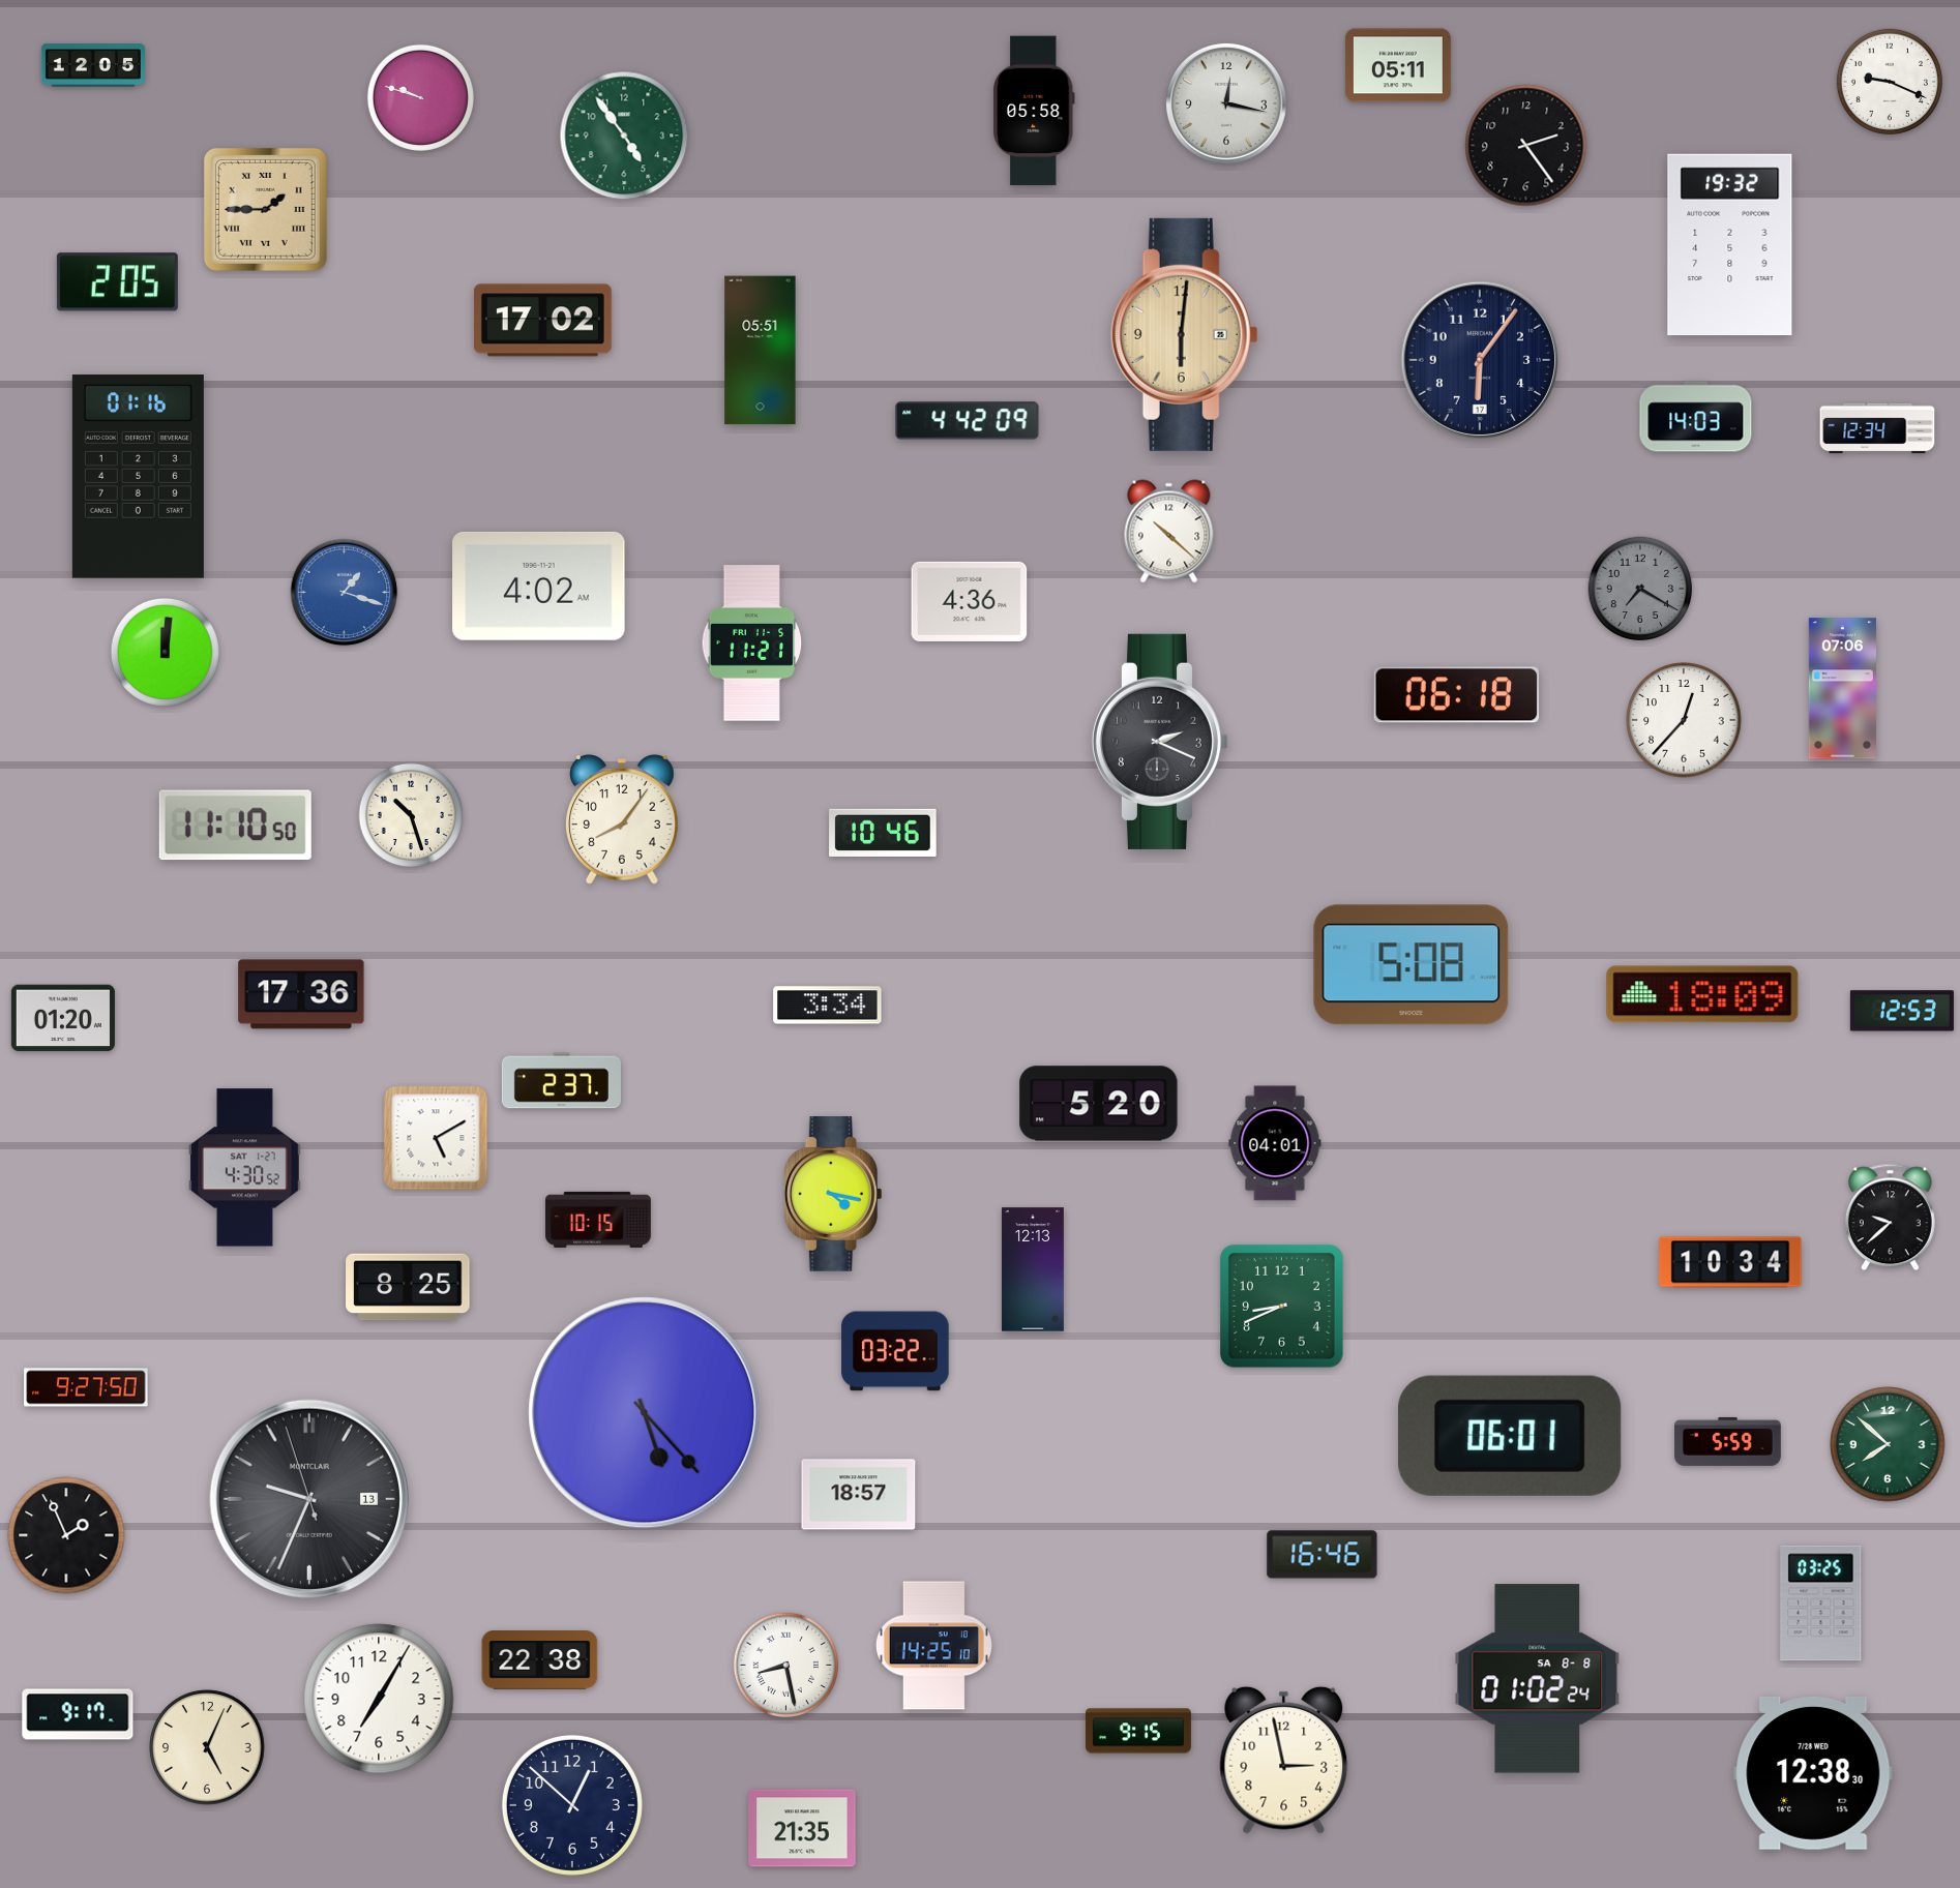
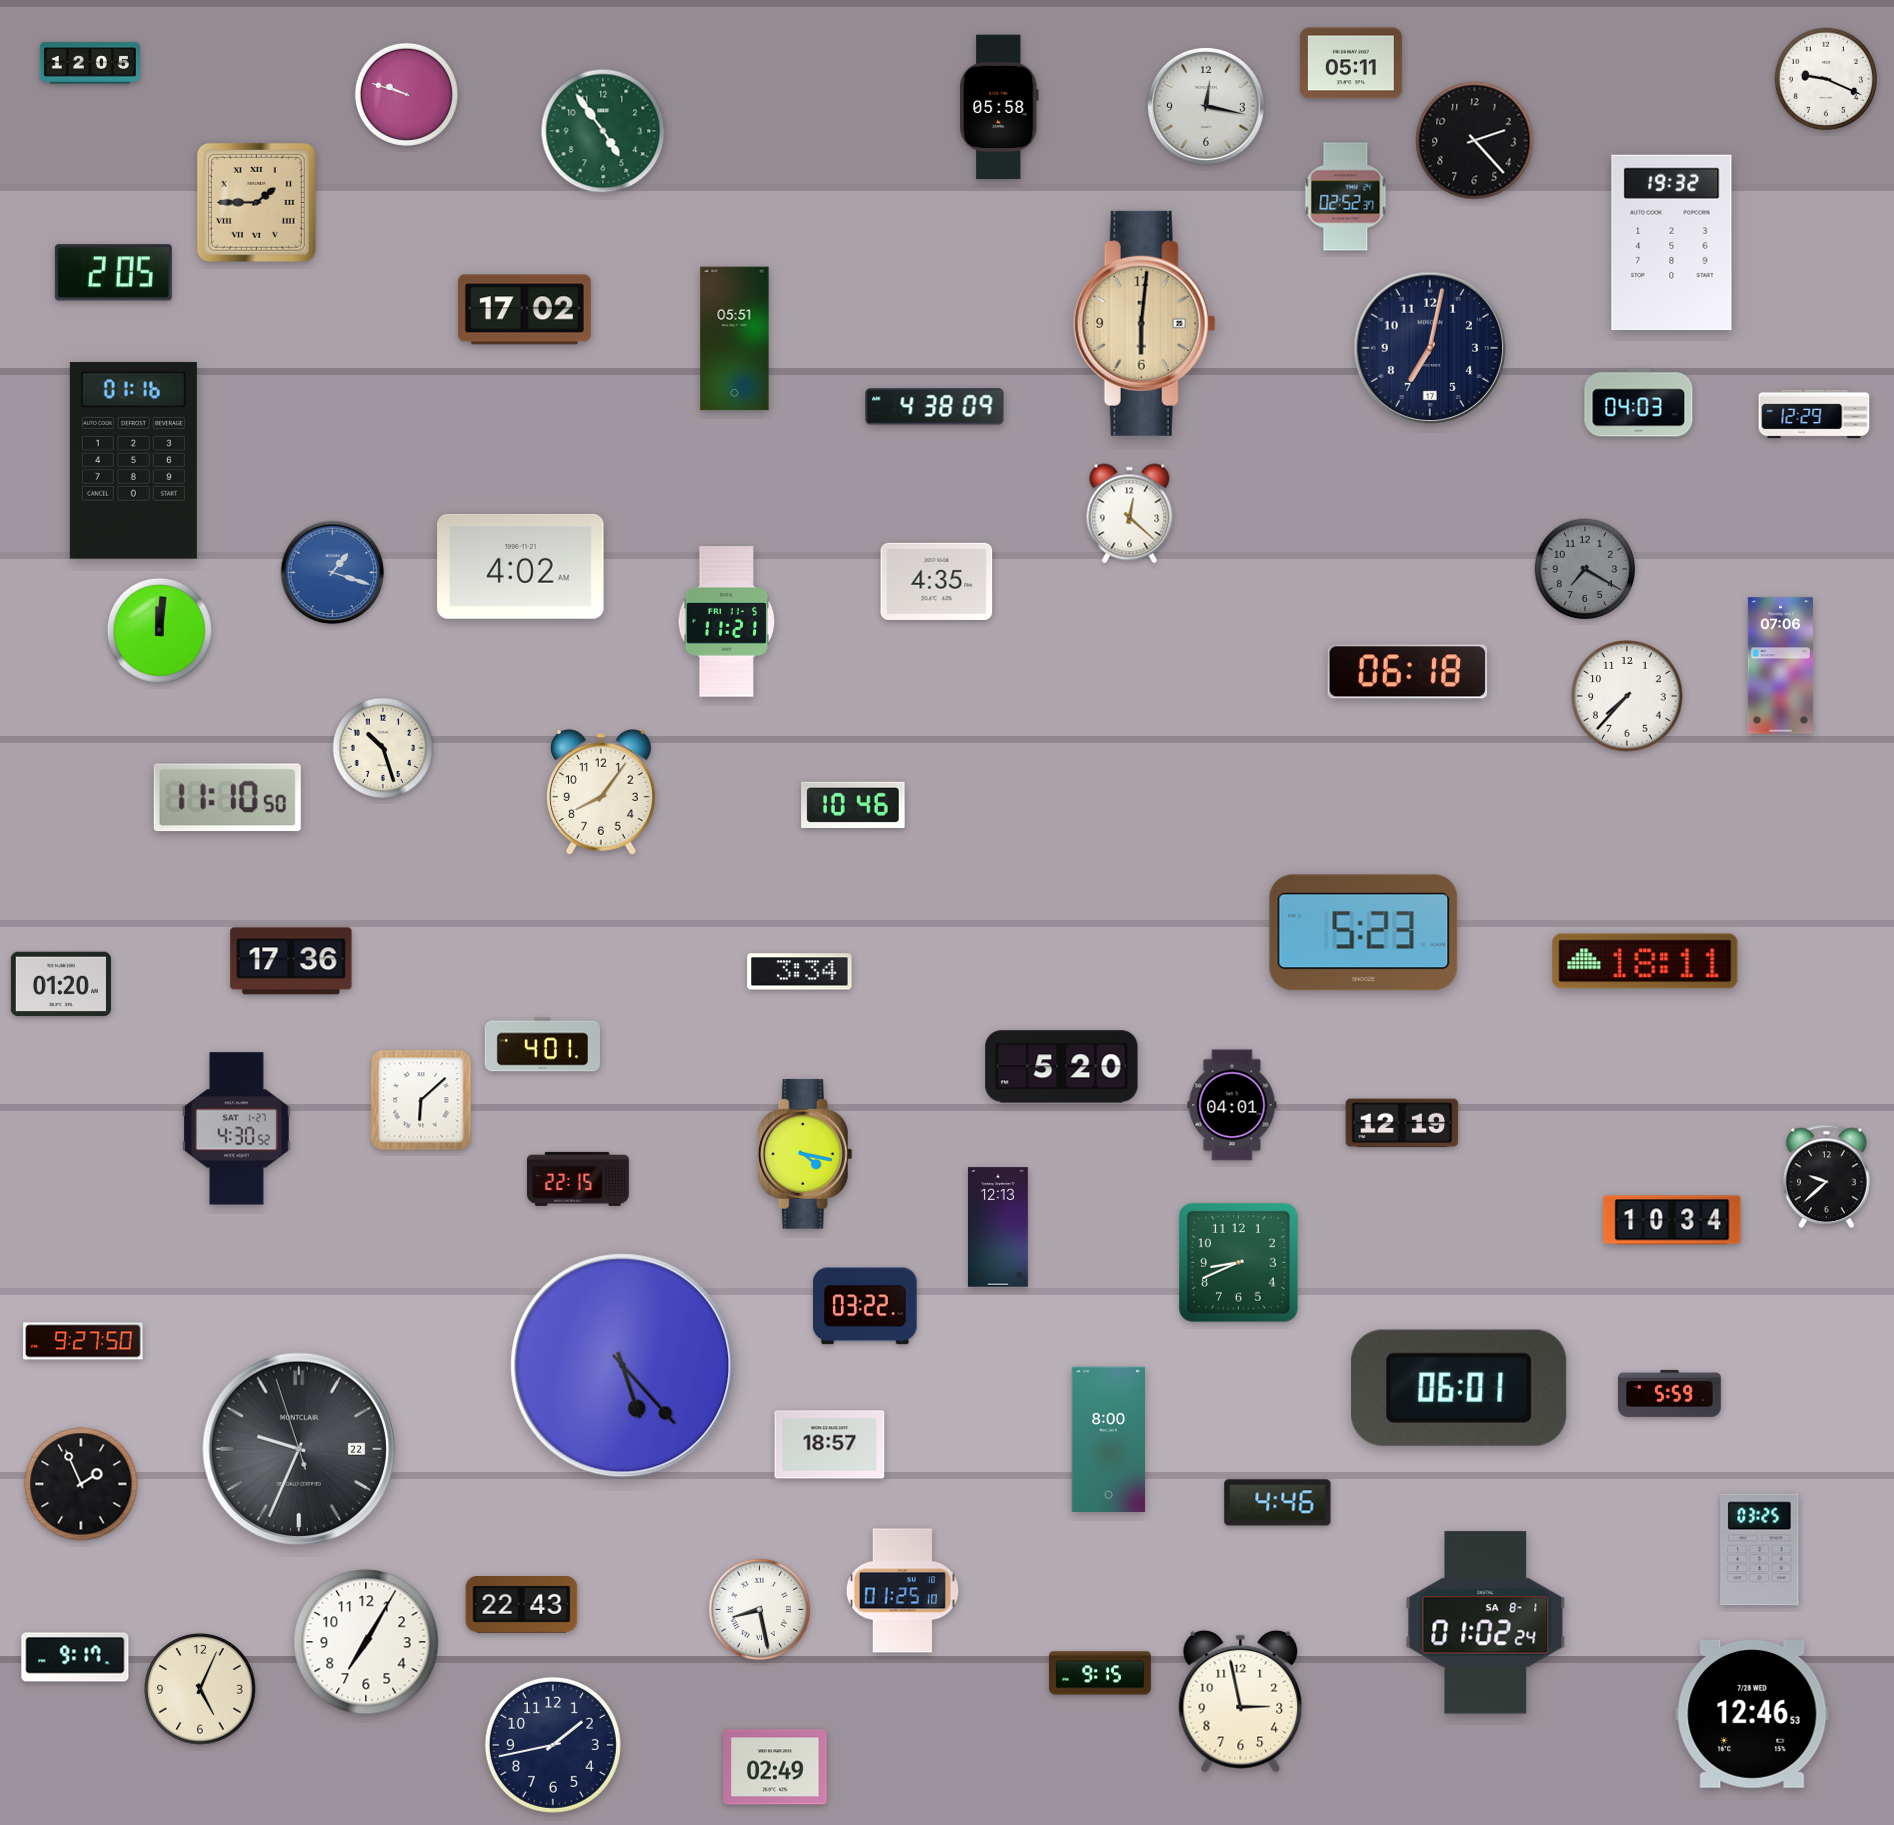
clock at (1226, 103) position: (1226, 103) -> (1206, 106)
clock at (1526, 146): 2:24 -> 2:23
clock at (1346, 197): none -> 02:52
clock at (1730, 245) position: (1730, 245) -> (1672, 243)
clock at (1480, 360): 6:06 -> 7:02
clock at (1696, 417): 14:03 -> 04:03
clock at (968, 421): 4:42 -> 4:38
clock at (1877, 428): 12:34 -> 12:29
clock at (1169, 532): 10:22 -> 12:22
clock at (970, 601): 4:36 -> 4:35
clock at (1684, 720): 12:37 -> 7:37
clock at (1159, 742): 2:19 -> none
clock at (411, 815) position: (411, 815) -> (383, 748)
clock at (1412, 965): 5:08 -> 5:23
clock at (1702, 994): 18:09 -> 18:11
clock at (1902, 1011): 12:53 -> none
clock at (561, 1081): 2:37 -> 4:01
clock at (436, 1138): 5:10 -> 6:08
clock at (1402, 1123): none -> 12:19
clock at (598, 1220): 10:15 -> 22:15
clock at (408, 1287): 8:25 -> none
clock at (1888, 1444): 7:52 -> none
clock at (1108, 1439): none -> 8:00
clock at (309, 1499) date: 13 -> 22
clock at (66, 1535) position: (66, 1535) -> (81, 1484)
clock at (1323, 1555): 16:46 -> 4:46
clock at (933, 1646): 14:25 -> 01:25
clock at (540, 1660): 22:38 -> 22:43
clock at (1538, 1679) date: SA 8-8 -> SA 8-1
clock at (1813, 1773): 12:38 -> 12:46
clock at (572, 1805): 12:52 -> 1:43
clock at (802, 1828): 21:35 -> 02:49
